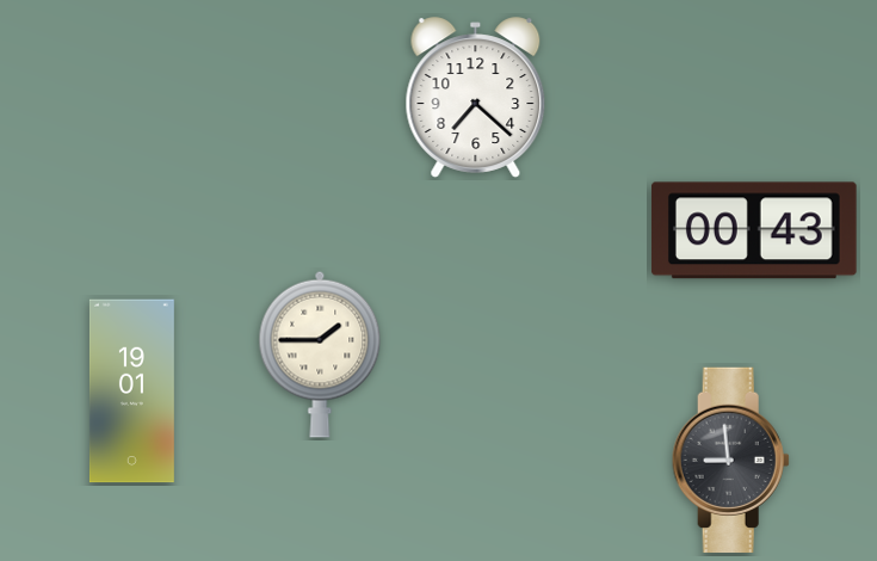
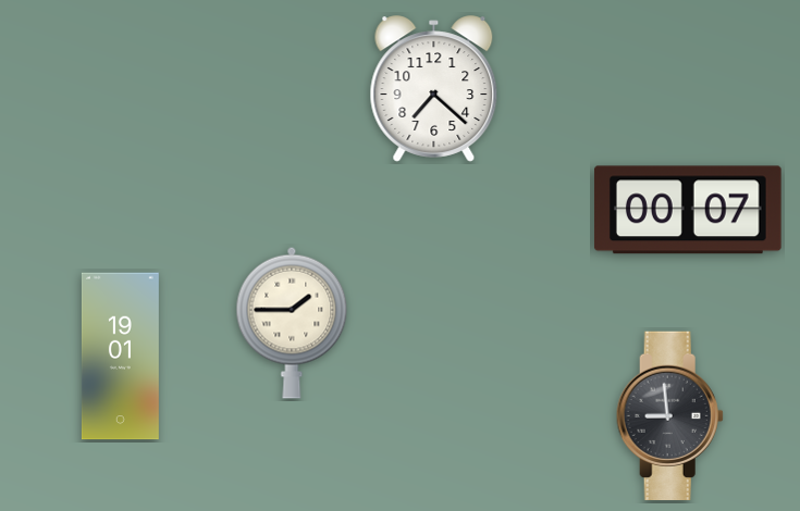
clock at (754, 230): 00:43 -> 00:07
clock at (730, 461) position: (730, 461) -> (669, 416)
